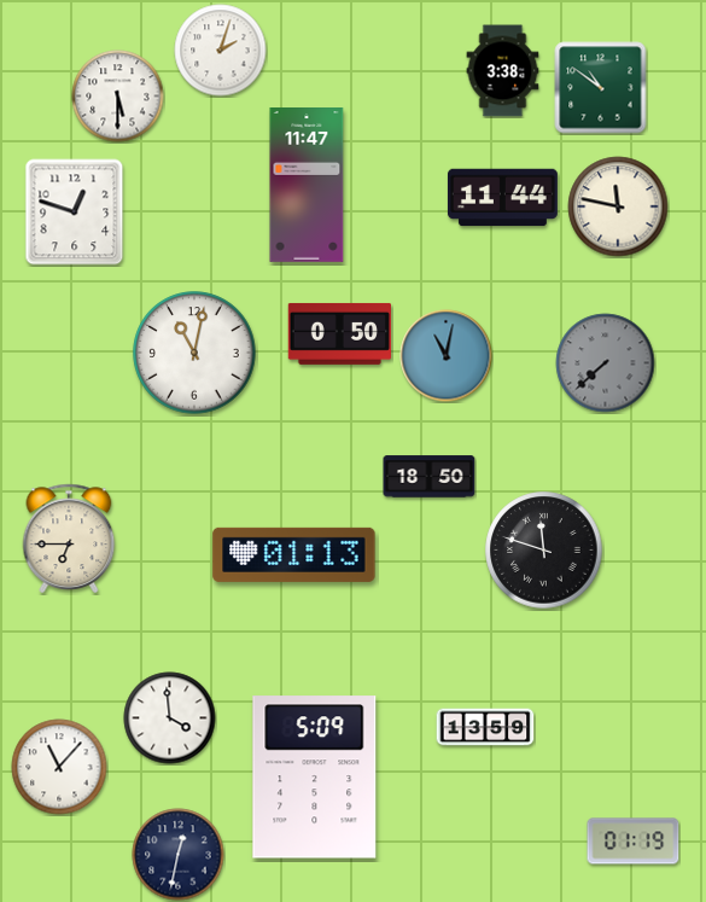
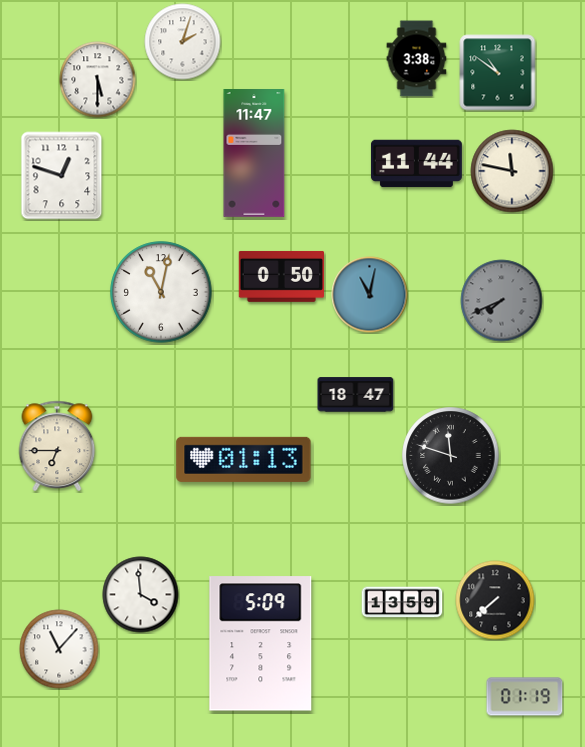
clock at (606, 363): 7:38 -> 7:41
clock at (430, 477): 18:50 -> 18:47
clock at (495, 600): none -> 7:38
clock at (59, 767) position: (59, 767) -> (59, 649)
clock at (179, 855): 12:32 -> none
